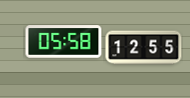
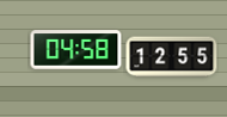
clock at (64, 42): 05:58 -> 04:58
